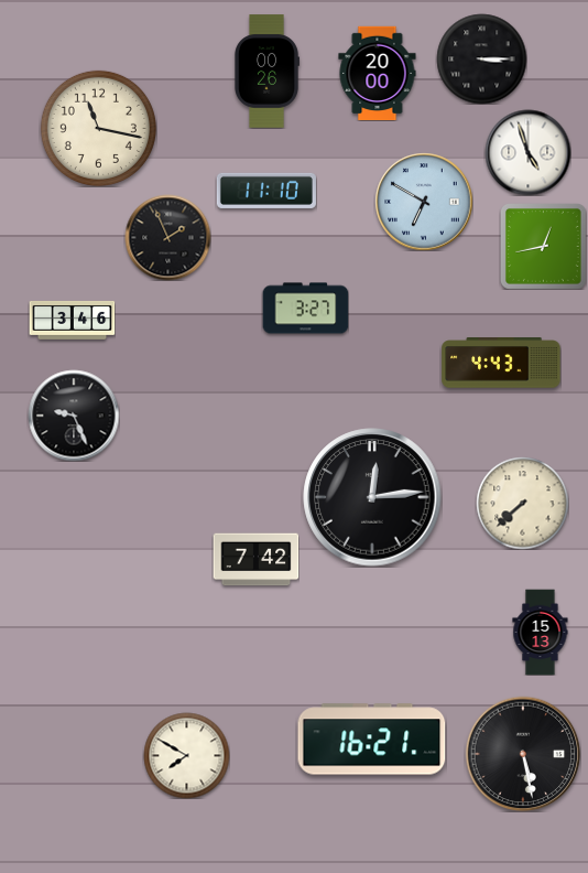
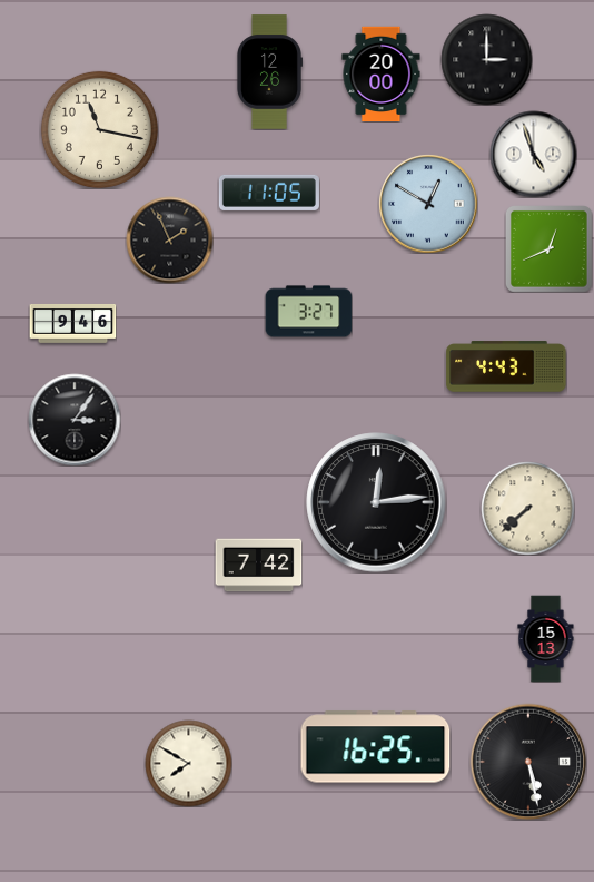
clock at (481, 58): 3:15 -> 3:00
clock at (268, 72): 00:26 -> 12:26
clock at (266, 191): 11:10 -> 11:05
clock at (424, 202): 6:50 -> 12:50
clock at (544, 247): 12:43 -> 12:41
clock at (72, 320): 3:46 -> 9:46
clock at (74, 416): 9:26 -> 3:06
clock at (372, 740): 16:21 -> 16:25
